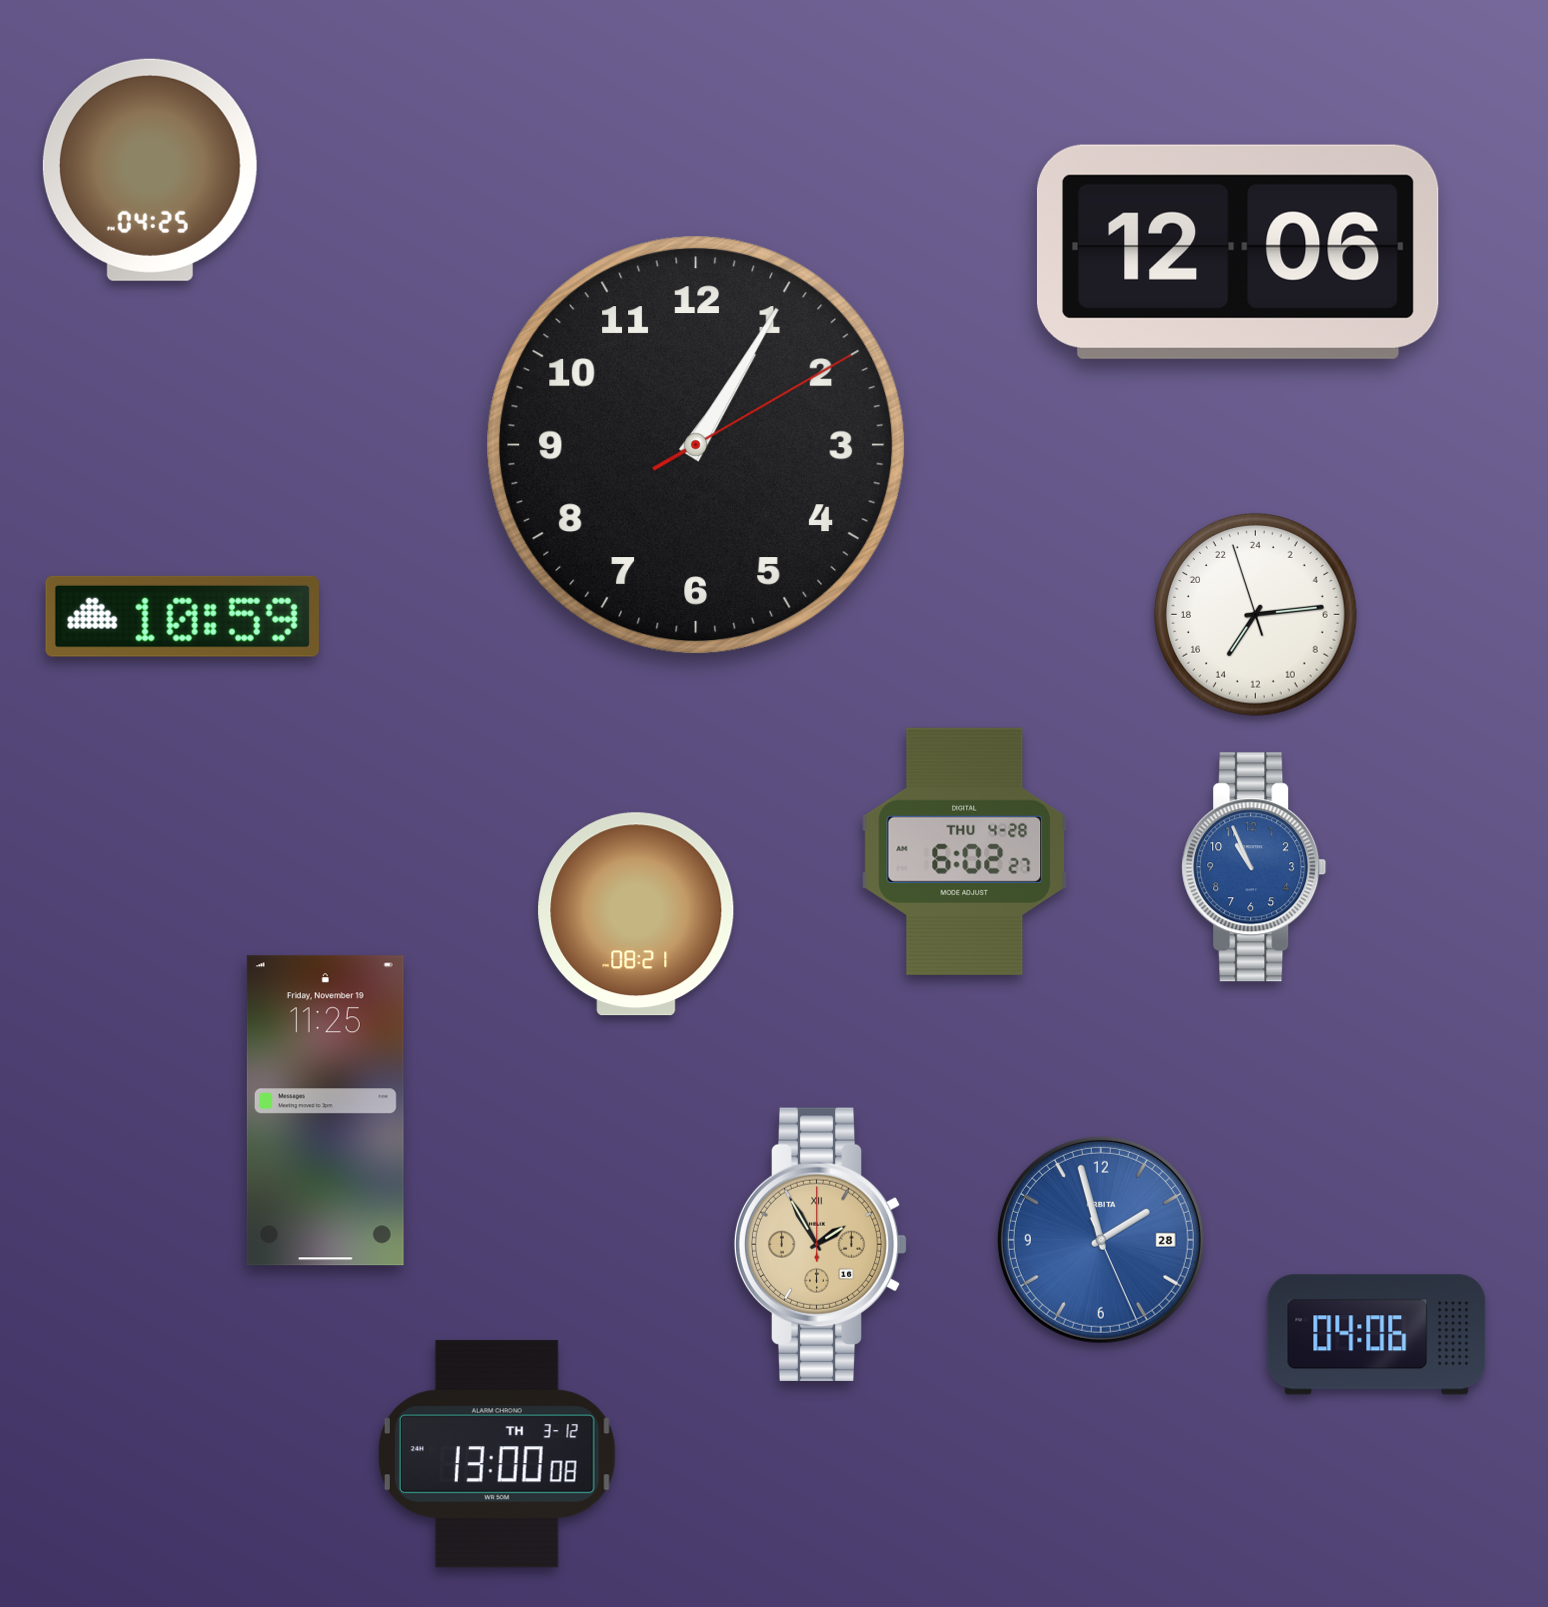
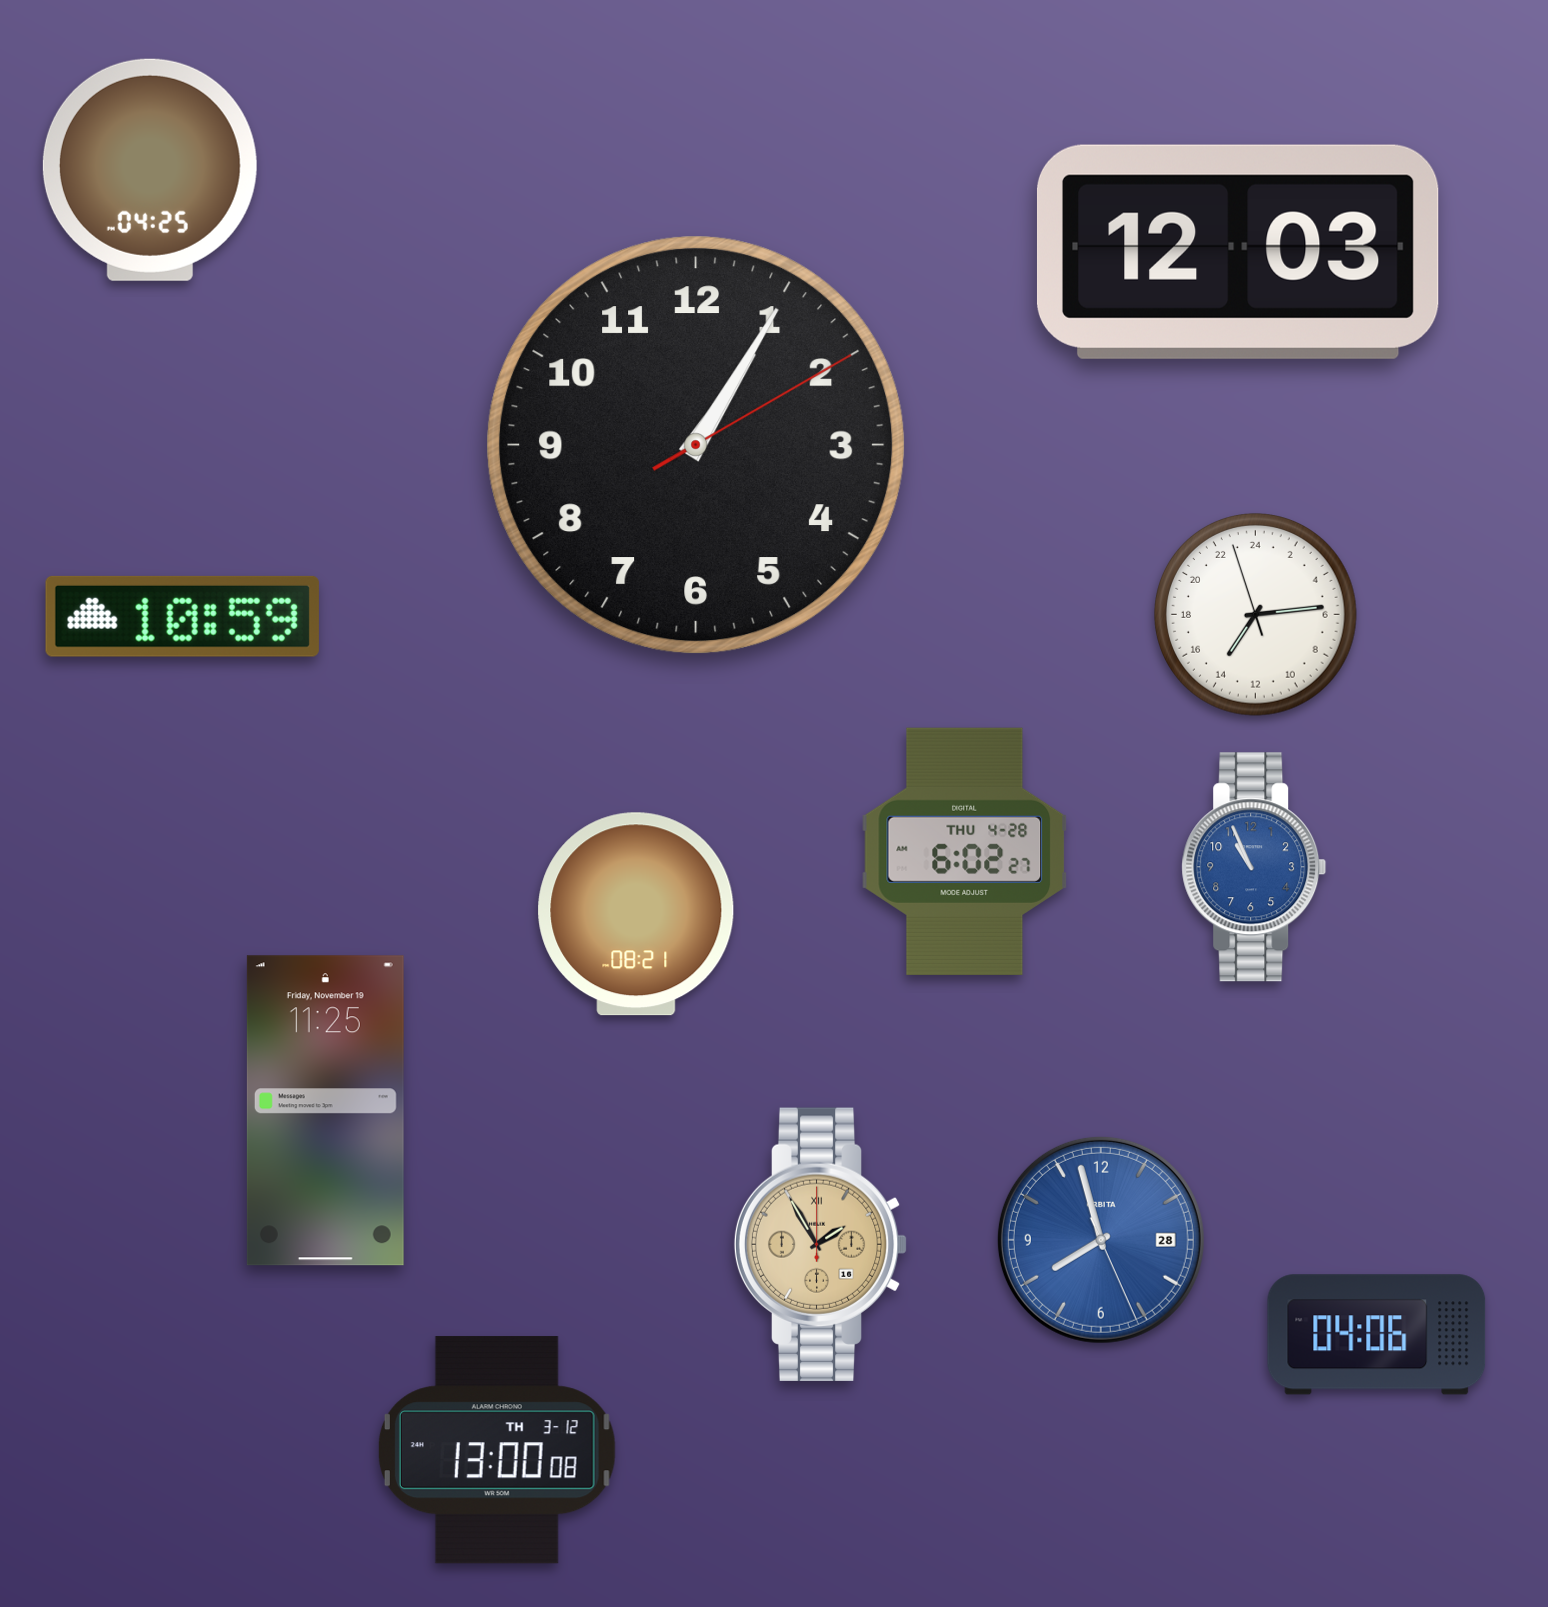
clock at (1238, 252): 12:06 -> 12:03
clock at (1101, 1240): 1:57 -> 7:57
clock at (497, 1454) position: (497, 1454) -> (497, 1450)
